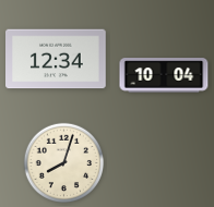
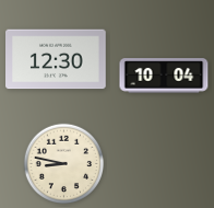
clock at (57, 59): 12:34 -> 12:30
clock at (64, 163): 8:03 -> 8:47
